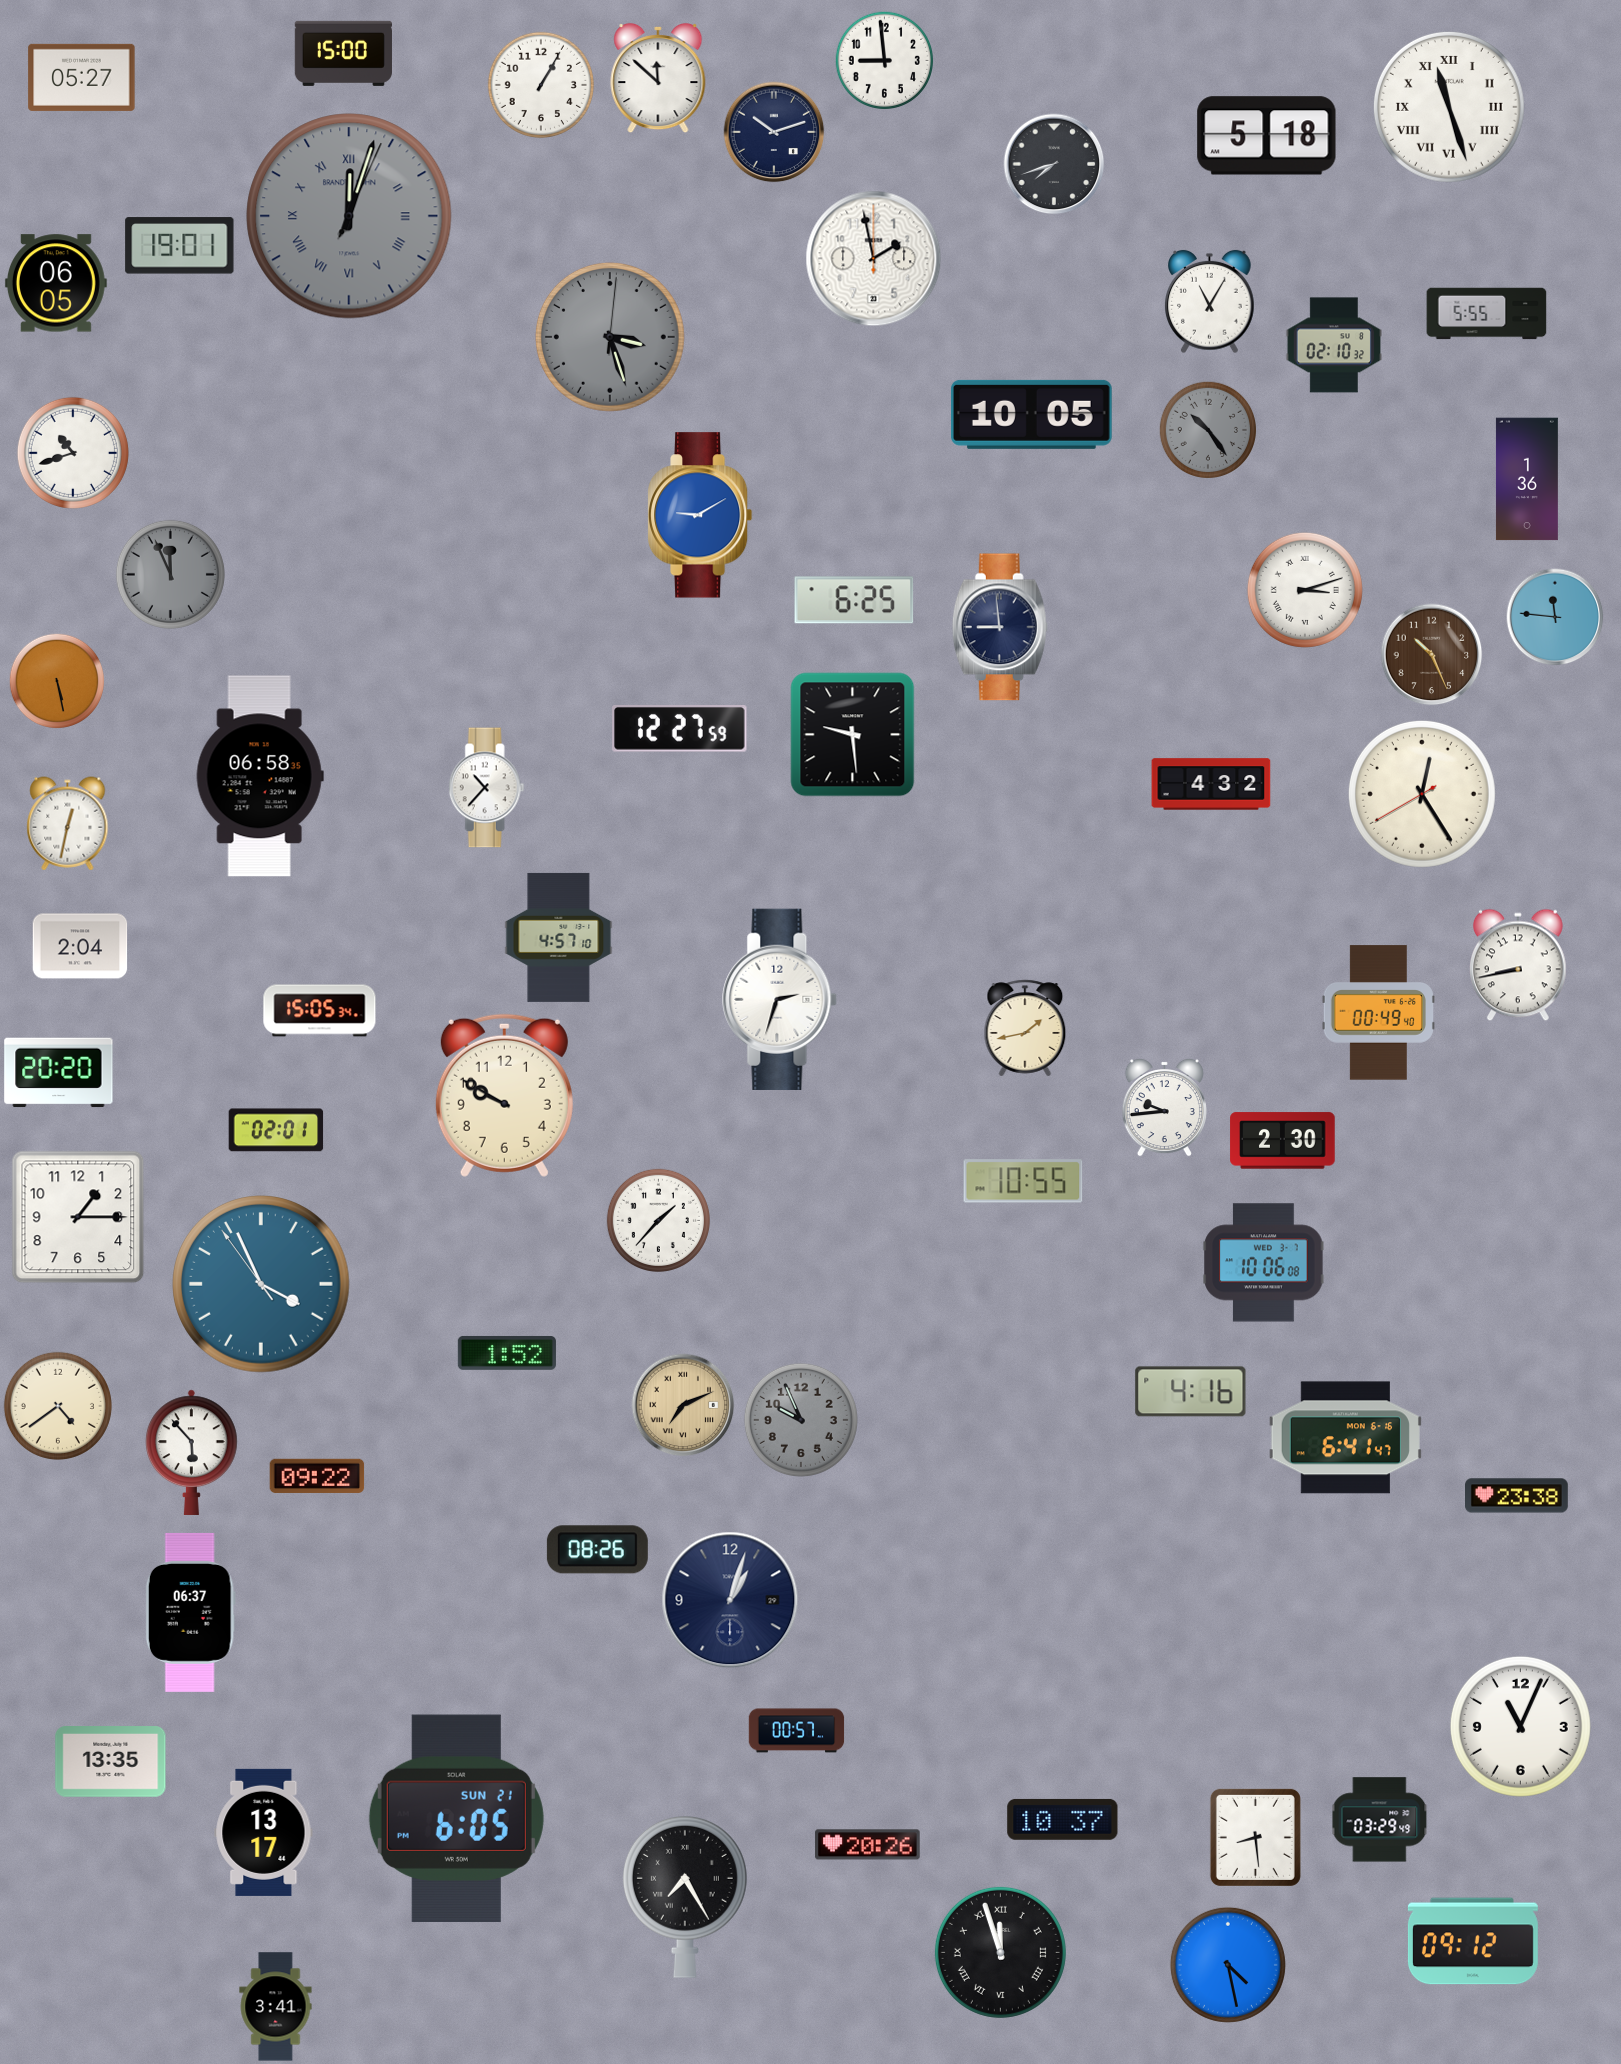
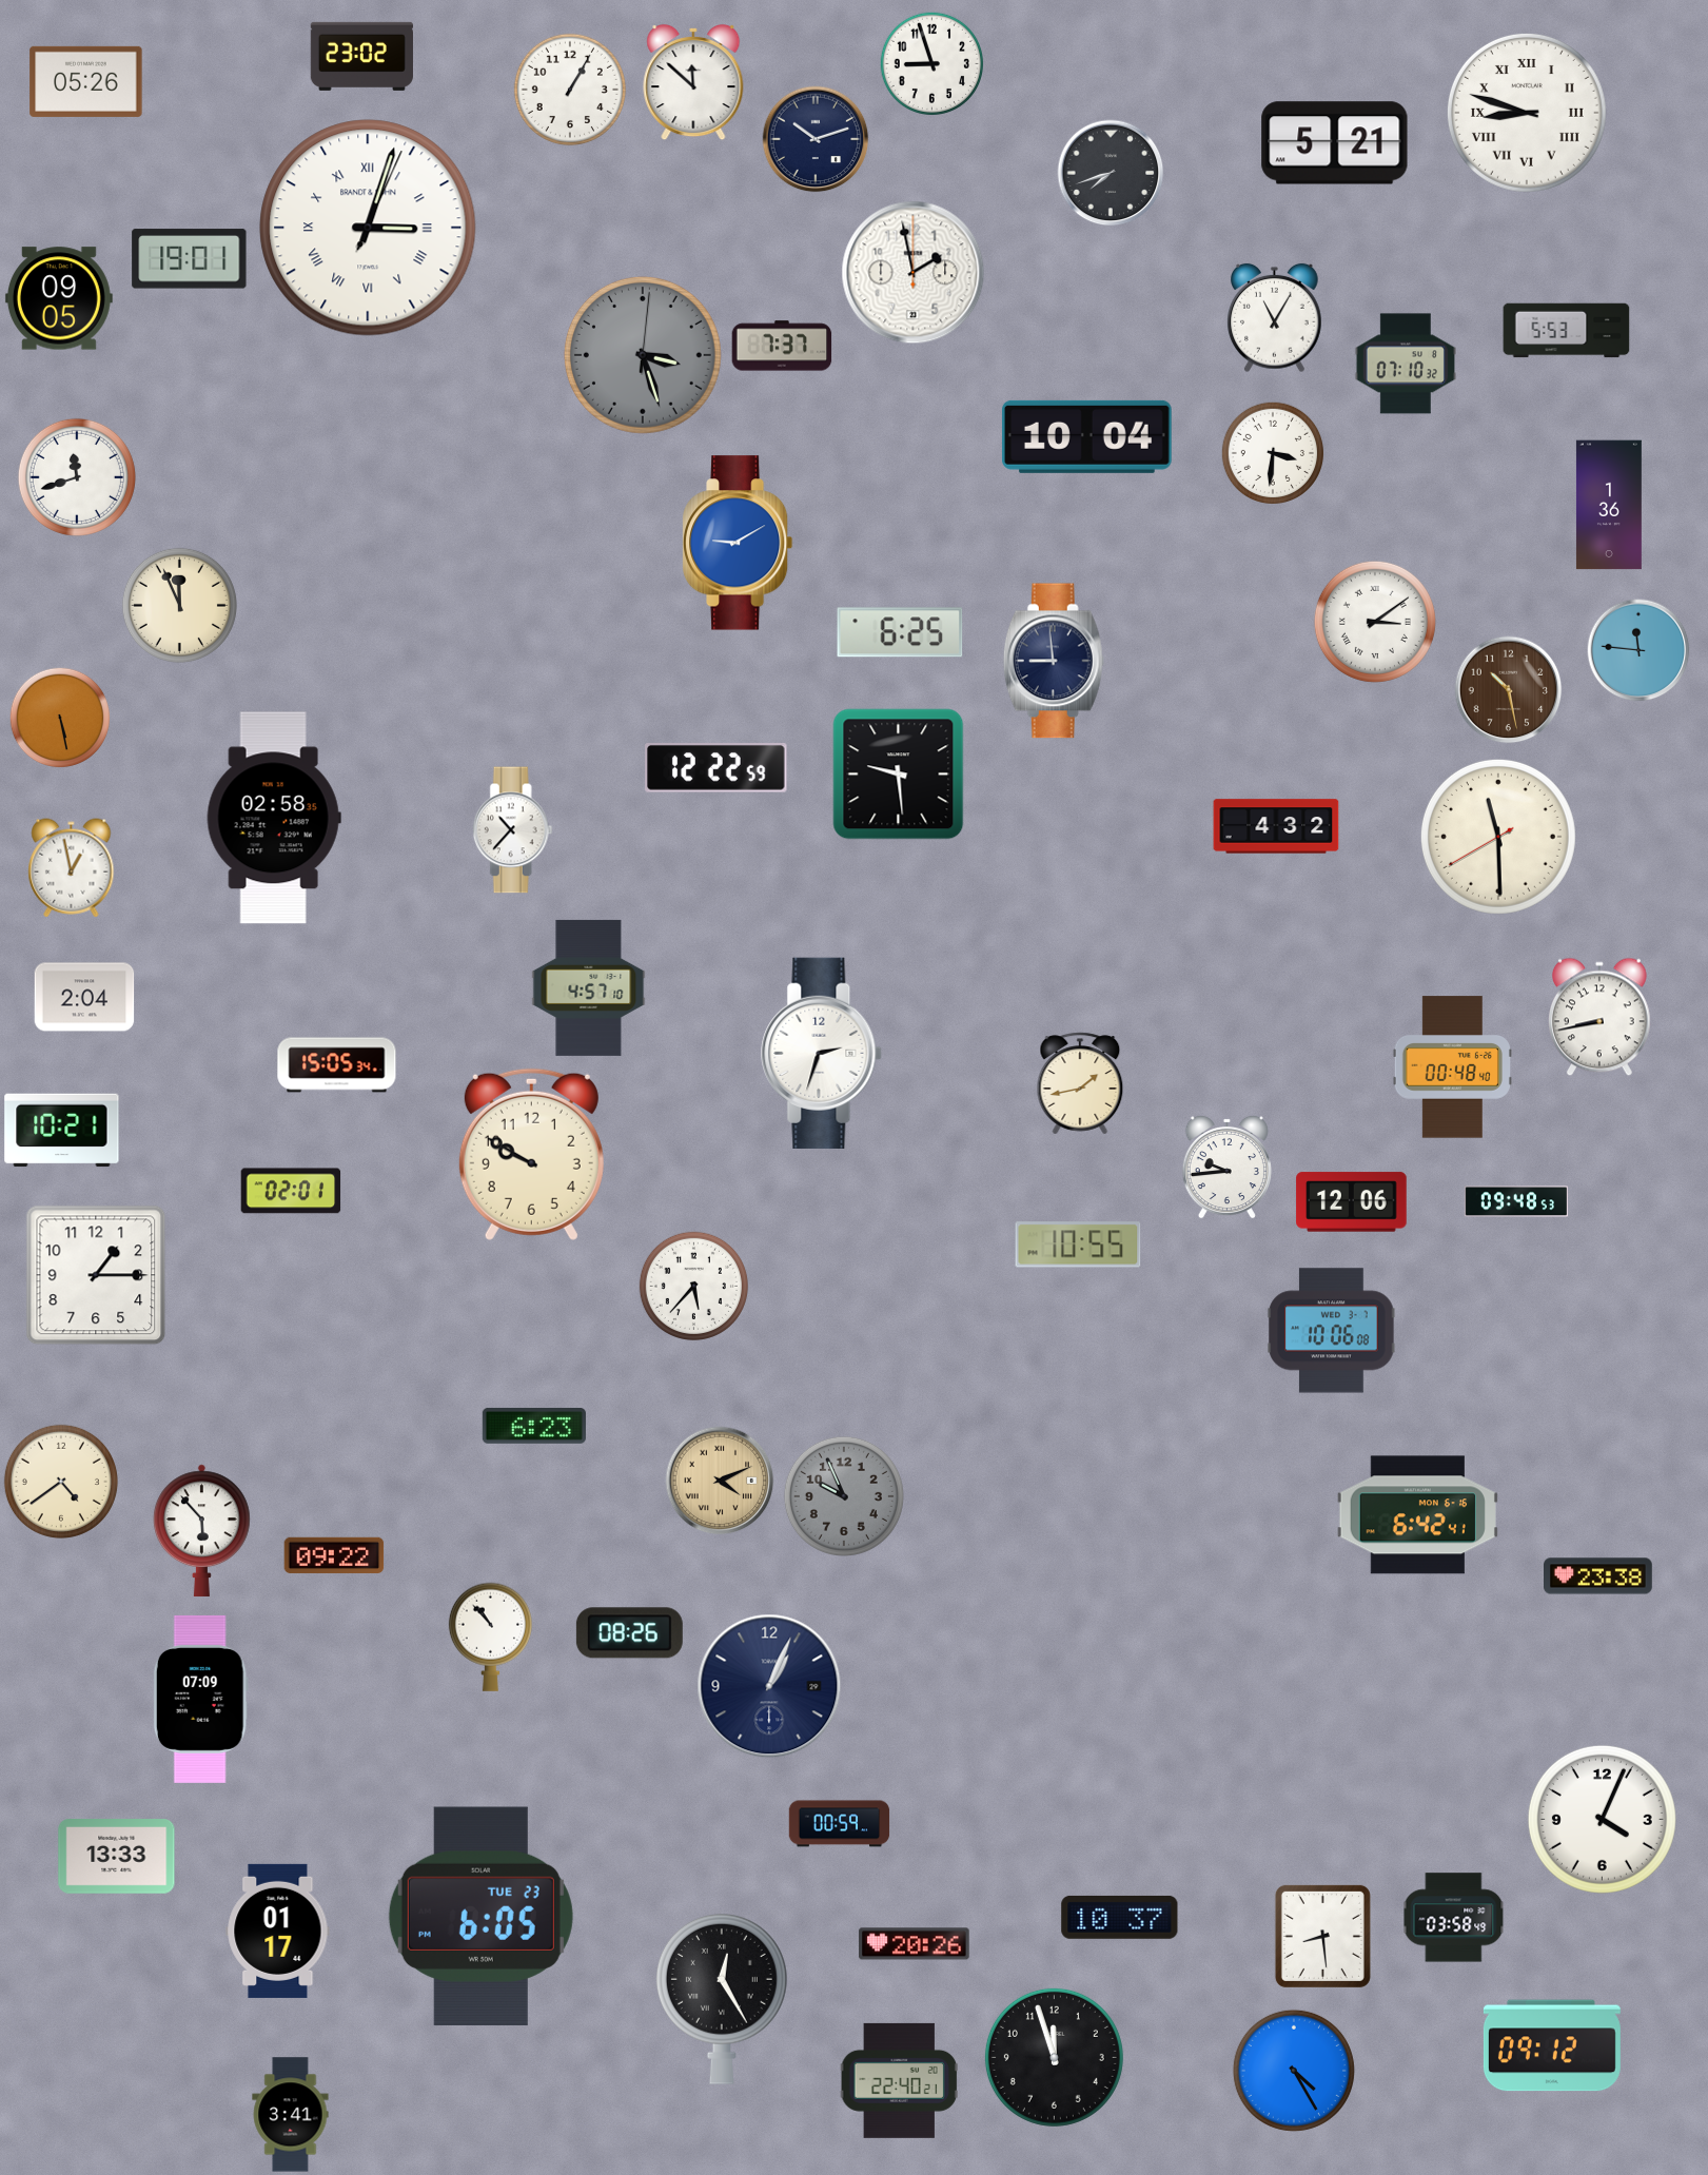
clock at (343, 53): 15:00 -> 23:02
clock at (884, 60): 8:59 -> 8:57
clock at (82, 77): 05:27 -> 05:26
clock at (1449, 107): 11:27 -> 8:48
clock at (1267, 136): 5:18 -> 5:21
clock at (349, 216): 12:03 -> 3:03
clock at (349, 216) dial: grey -> white
clock at (874, 259) position: (874, 259) -> (914, 273)
clock at (56, 283): 06:05 -> 09:05
clock at (1487, 314): 5:55 -> 5:53
clock at (782, 346): none -> 7:37
clock at (1333, 345): 02:10 -> 07:10
clock at (1032, 414): 10:05 -> 10:04
clock at (1207, 429): 10:24 -> 3:31
clock at (1207, 429) dial: grey -> white
clock at (73, 453): 10:42 -> 11:42
clock at (170, 574) dial: grey -> cream
clock at (1305, 590): 3:12 -> 3:09
clock at (1432, 655): 10:26 -> 10:28
clock at (680, 729): 12:27 -> 12:22
clock at (260, 776): 06:58 -> 02:58
clock at (1422, 794): 12:24 -> 11:29
clock at (68, 824): 12:32 -> 12:58
clock at (1378, 1013): 00:49 -> 00:48
clock at (59, 1073): 20:20 -> 10:21
clock at (1516, 1201): none -> 09:48
clock at (1283, 1141): 2:30 -> 12:06
clock at (78, 1217) position: (78, 1217) -> (96, 1275)
clock at (658, 1220): 1:37 -> 5:37
clock at (262, 1285): 3:55 -> none
clock at (507, 1353): 1:52 -> 6:23
clock at (1191, 1392): 4:16 -> none
clock at (683, 1405): 7:11 -> 4:11
clock at (1345, 1438): 6:41 -> 6:42
clock at (490, 1637): none -> 10:53
clock at (730, 1600): 1:03 -> 1:04
clock at (190, 1612): 06:37 -> 07:09
clock at (1520, 1726): 11:04 -> 4:04
clock at (797, 1731): 00:57 -> 00:59
clock at (111, 1762): 13:35 -> 13:33
clock at (456, 1818) date: SUN 21 -> TUE 23
clock at (1380, 1820): 03:29 -> 03:58
clock at (264, 1832): 13:17 -> 01:17
clock at (685, 1897): 7:25 -> 12:25
clock at (1000, 1952) numerals: Roman -> Arabic
clock at (1228, 1965): 4:28 -> 4:25
clock at (899, 2080): none -> 22:40
